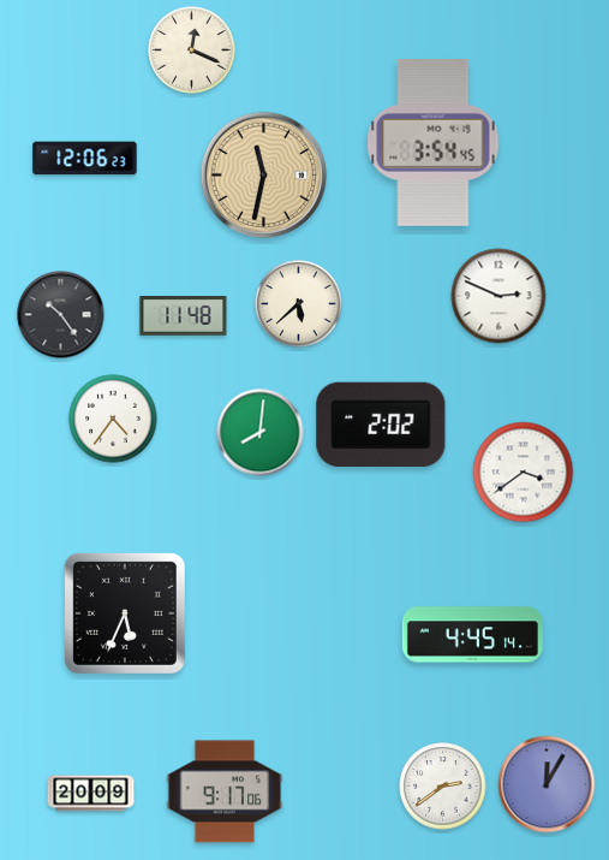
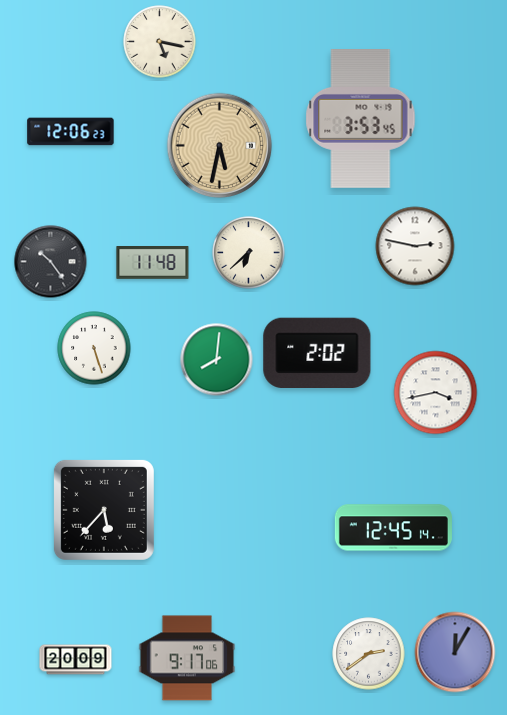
clock at (192, 51): 12:19 -> 5:17
clock at (434, 143): 3:54 -> 3:53
clock at (264, 176): 11:32 -> 5:32
clock at (498, 296): 2:49 -> 2:47
clock at (299, 304): 5:38 -> 6:38
clock at (113, 419): 4:36 -> 5:27
clock at (524, 473): 3:39 -> 3:43
clock at (125, 613): 5:34 -> 5:37
clock at (472, 635): 4:45 -> 12:45
